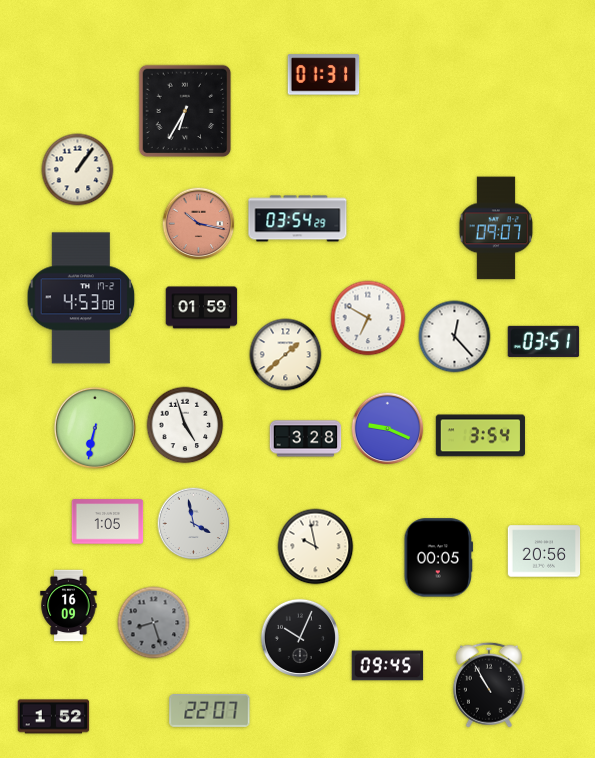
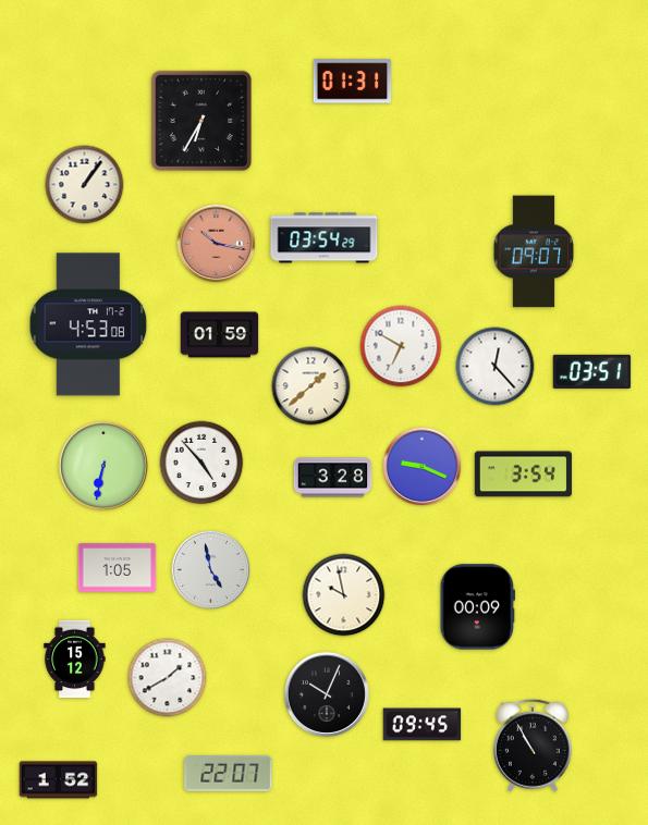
clock at (496, 228) position: (496, 228) -> (534, 251)
clock at (185, 425): 4:57 -> 4:53
clock at (194, 524): 3:58 -> 4:58
clock at (544, 551): 20:56 -> none
clock at (439, 558): 00:05 -> 00:09
clock at (69, 606): 16:09 -> 15:12
clock at (154, 623): 8:27 -> 1:40
clock at (154, 623) dial: grey -> white
